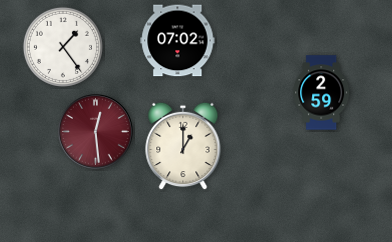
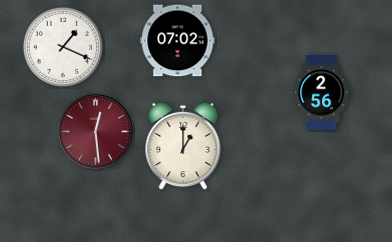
clock at (63, 47): 1:24 -> 1:19
clock at (322, 93): 2:59 -> 2:56
